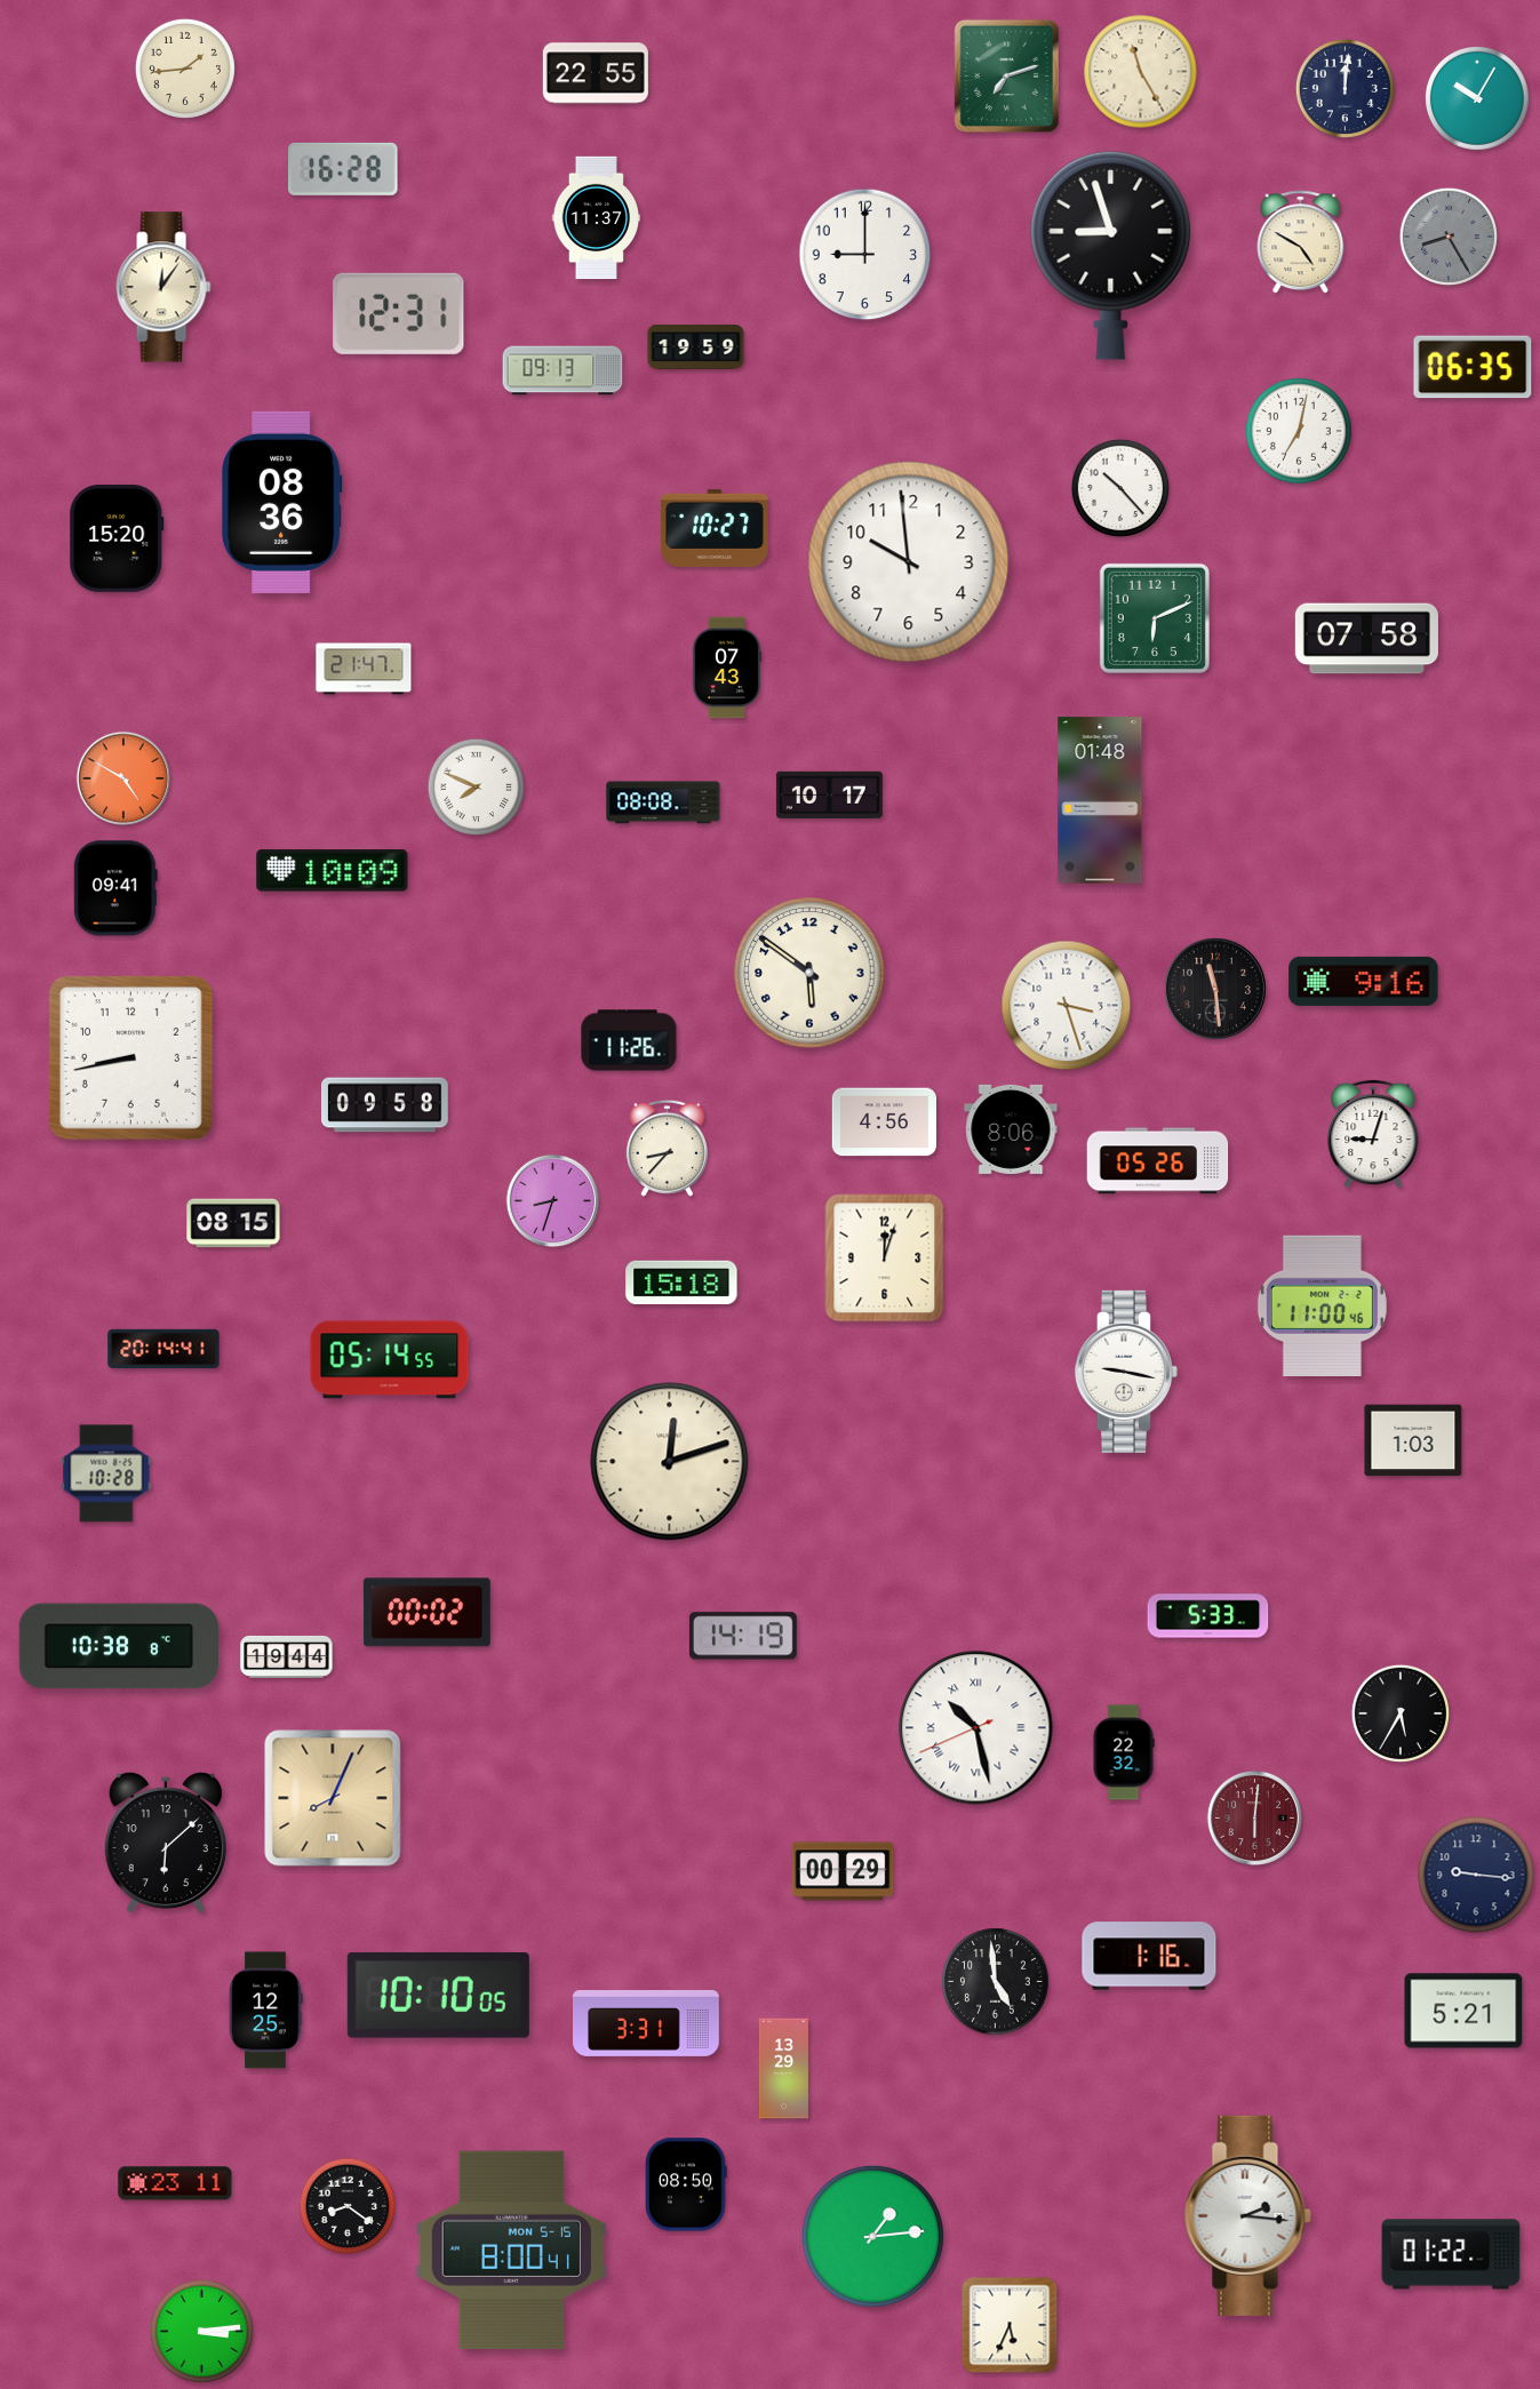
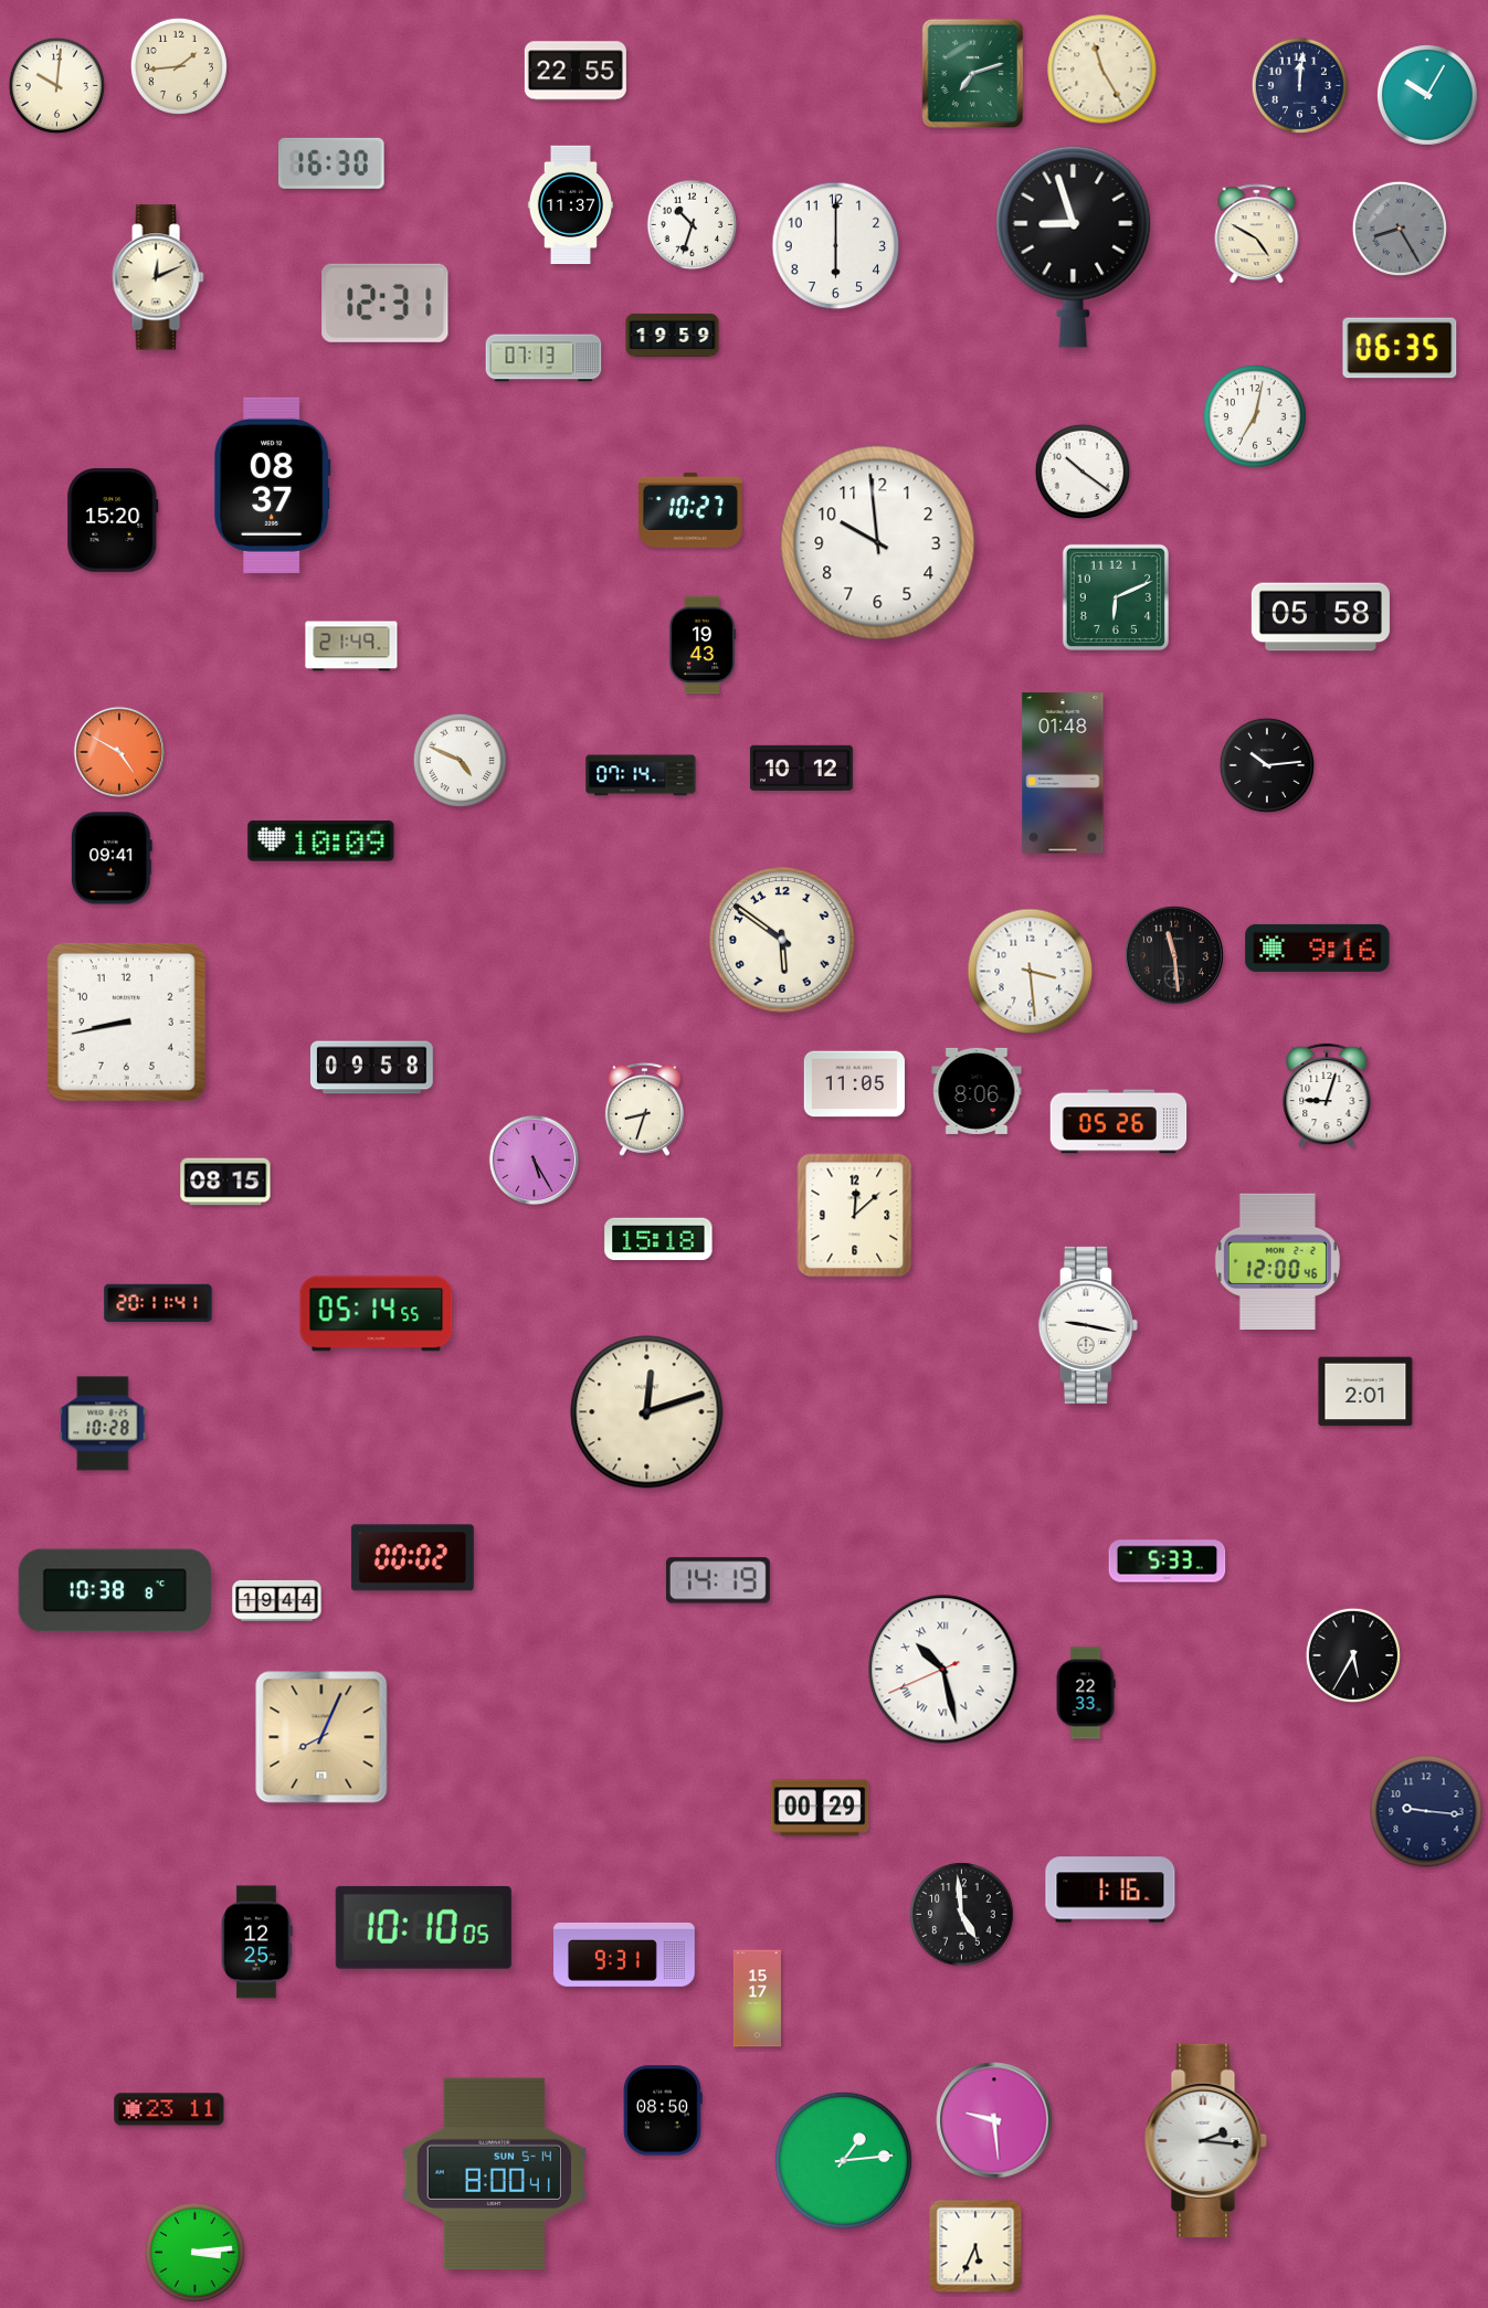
clock at (56, 85): none -> 10:01
clock at (344, 169): 16:28 -> 16:30
clock at (596, 218) position: (596, 218) -> (570, 205)
clock at (693, 225): none -> 10:33
clock at (865, 255): 9:00 -> 6:00
clock at (163, 287): 12:06 -> 12:11
clock at (1473, 367) position: (1473, 367) -> (1400, 348)
clock at (562, 370): 09:13 -> 07:13
clock at (1119, 487): 10:23 -> 10:21
clock at (282, 502): 08:36 -> 08:37
clock at (1366, 639): 07:58 -> 05:58
clock at (727, 668): 07:43 -> 19:43
clock at (364, 669): 21:47 -> 21:49
clock at (477, 788): 7:49 -> 4:49
clock at (1266, 764): none -> 10:14
clock at (829, 794): 10:17 -> 10:12
clock at (663, 802): 08:08 -> 07:14
clock at (1067, 1006): 3:27 -> 3:29
clock at (629, 1040): 11:26 -> none
clock at (884, 1122): 4:56 -> 11:05
clock at (667, 1148): 8:37 -> 8:33
clock at (553, 1201): 8:33 -> 5:25
clock at (885, 1259): 12:03 -> 12:08
clock at (1322, 1305): 11:00 -> 12:00
clock at (163, 1349): 20:14 -> 20:11
clock at (1413, 1440): 1:03 -> 2:01
clock at (1124, 1752): 22:32 -> 22:33
clock at (1254, 1817): 6:01 -> none
clock at (166, 1843): 6:08 -> none
clock at (843, 1871) position: (843, 1871) -> (820, 1808)
clock at (1463, 2011): 5:21 -> none
clock at (647, 2023): 3:31 -> 9:31
clock at (783, 2069): 13:29 -> 15:17
clock at (994, 2120): none -> 9:29
clock at (348, 2206): 8:21 -> none
clock at (511, 2250) date: MON 5-15 -> SUN 5-14
clock at (1451, 2254): 01:22 -> none
